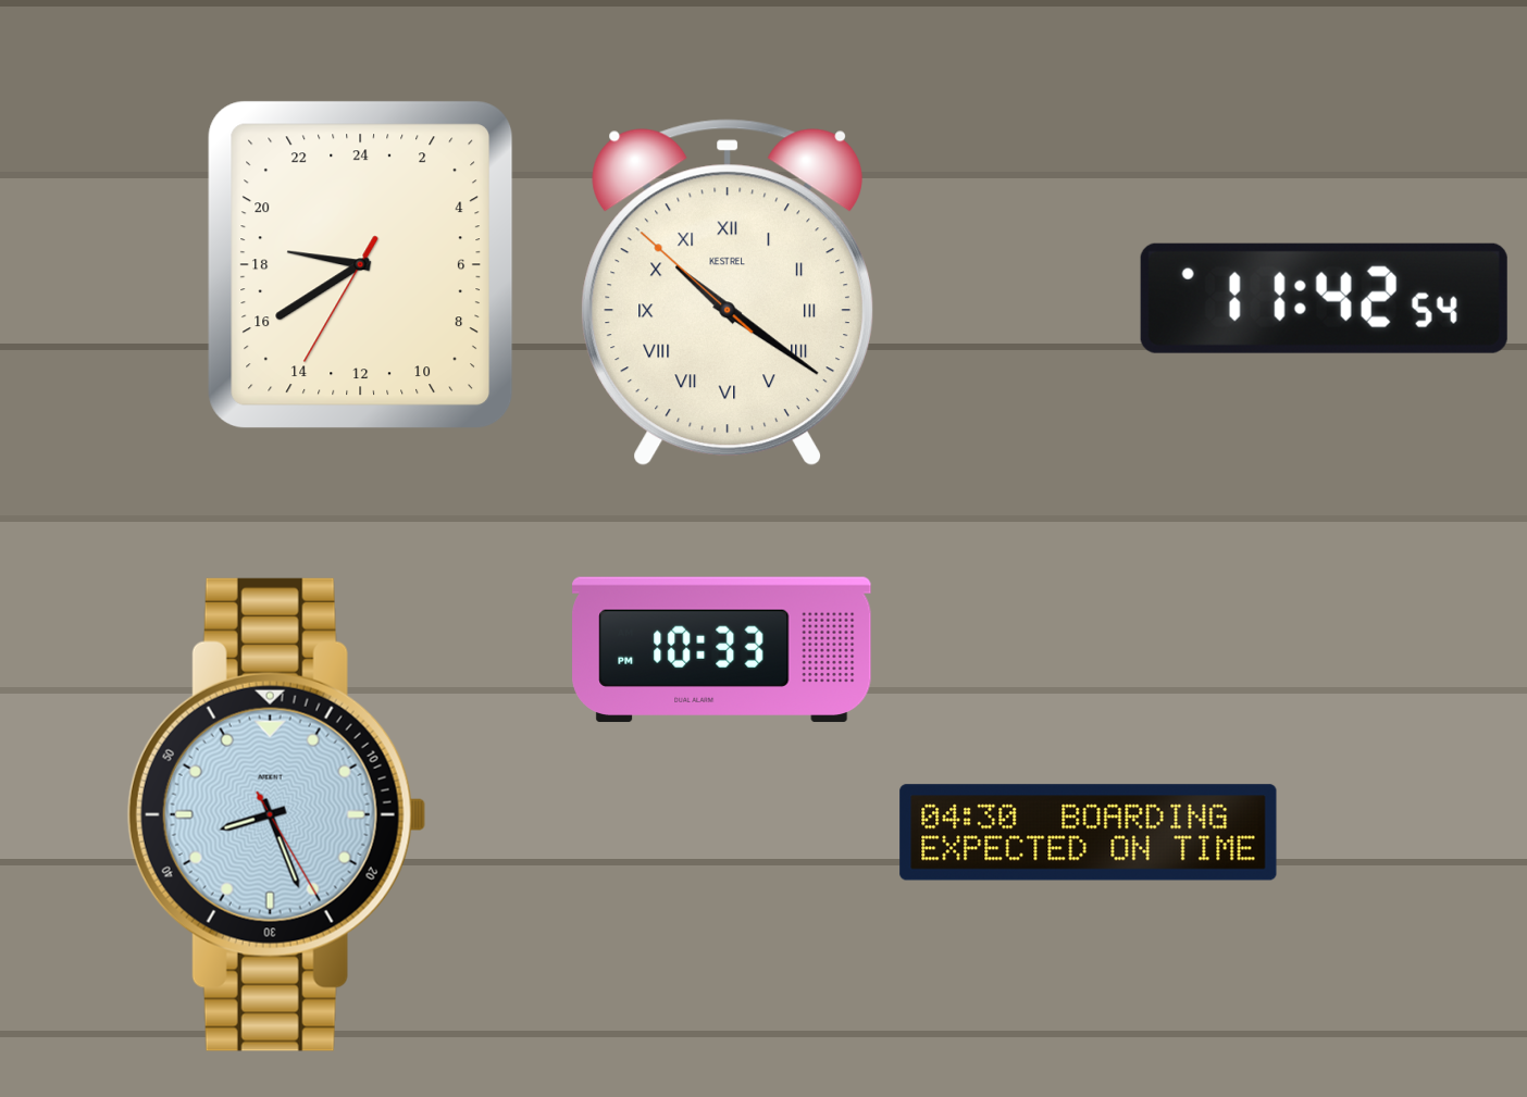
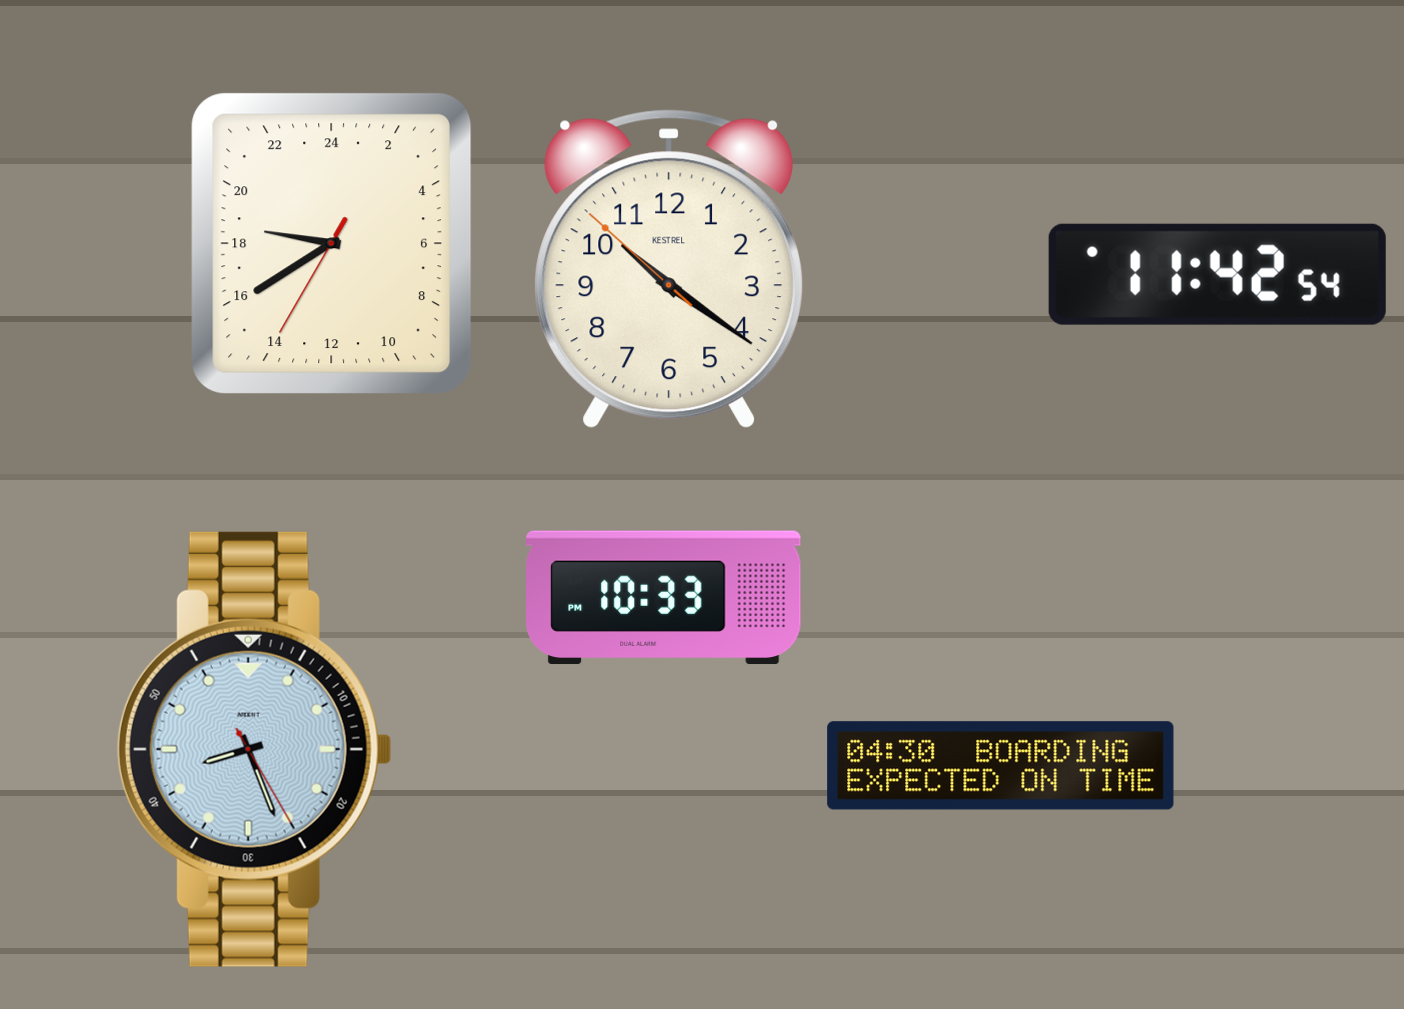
clock at (727, 292) numerals: Roman -> Arabic
